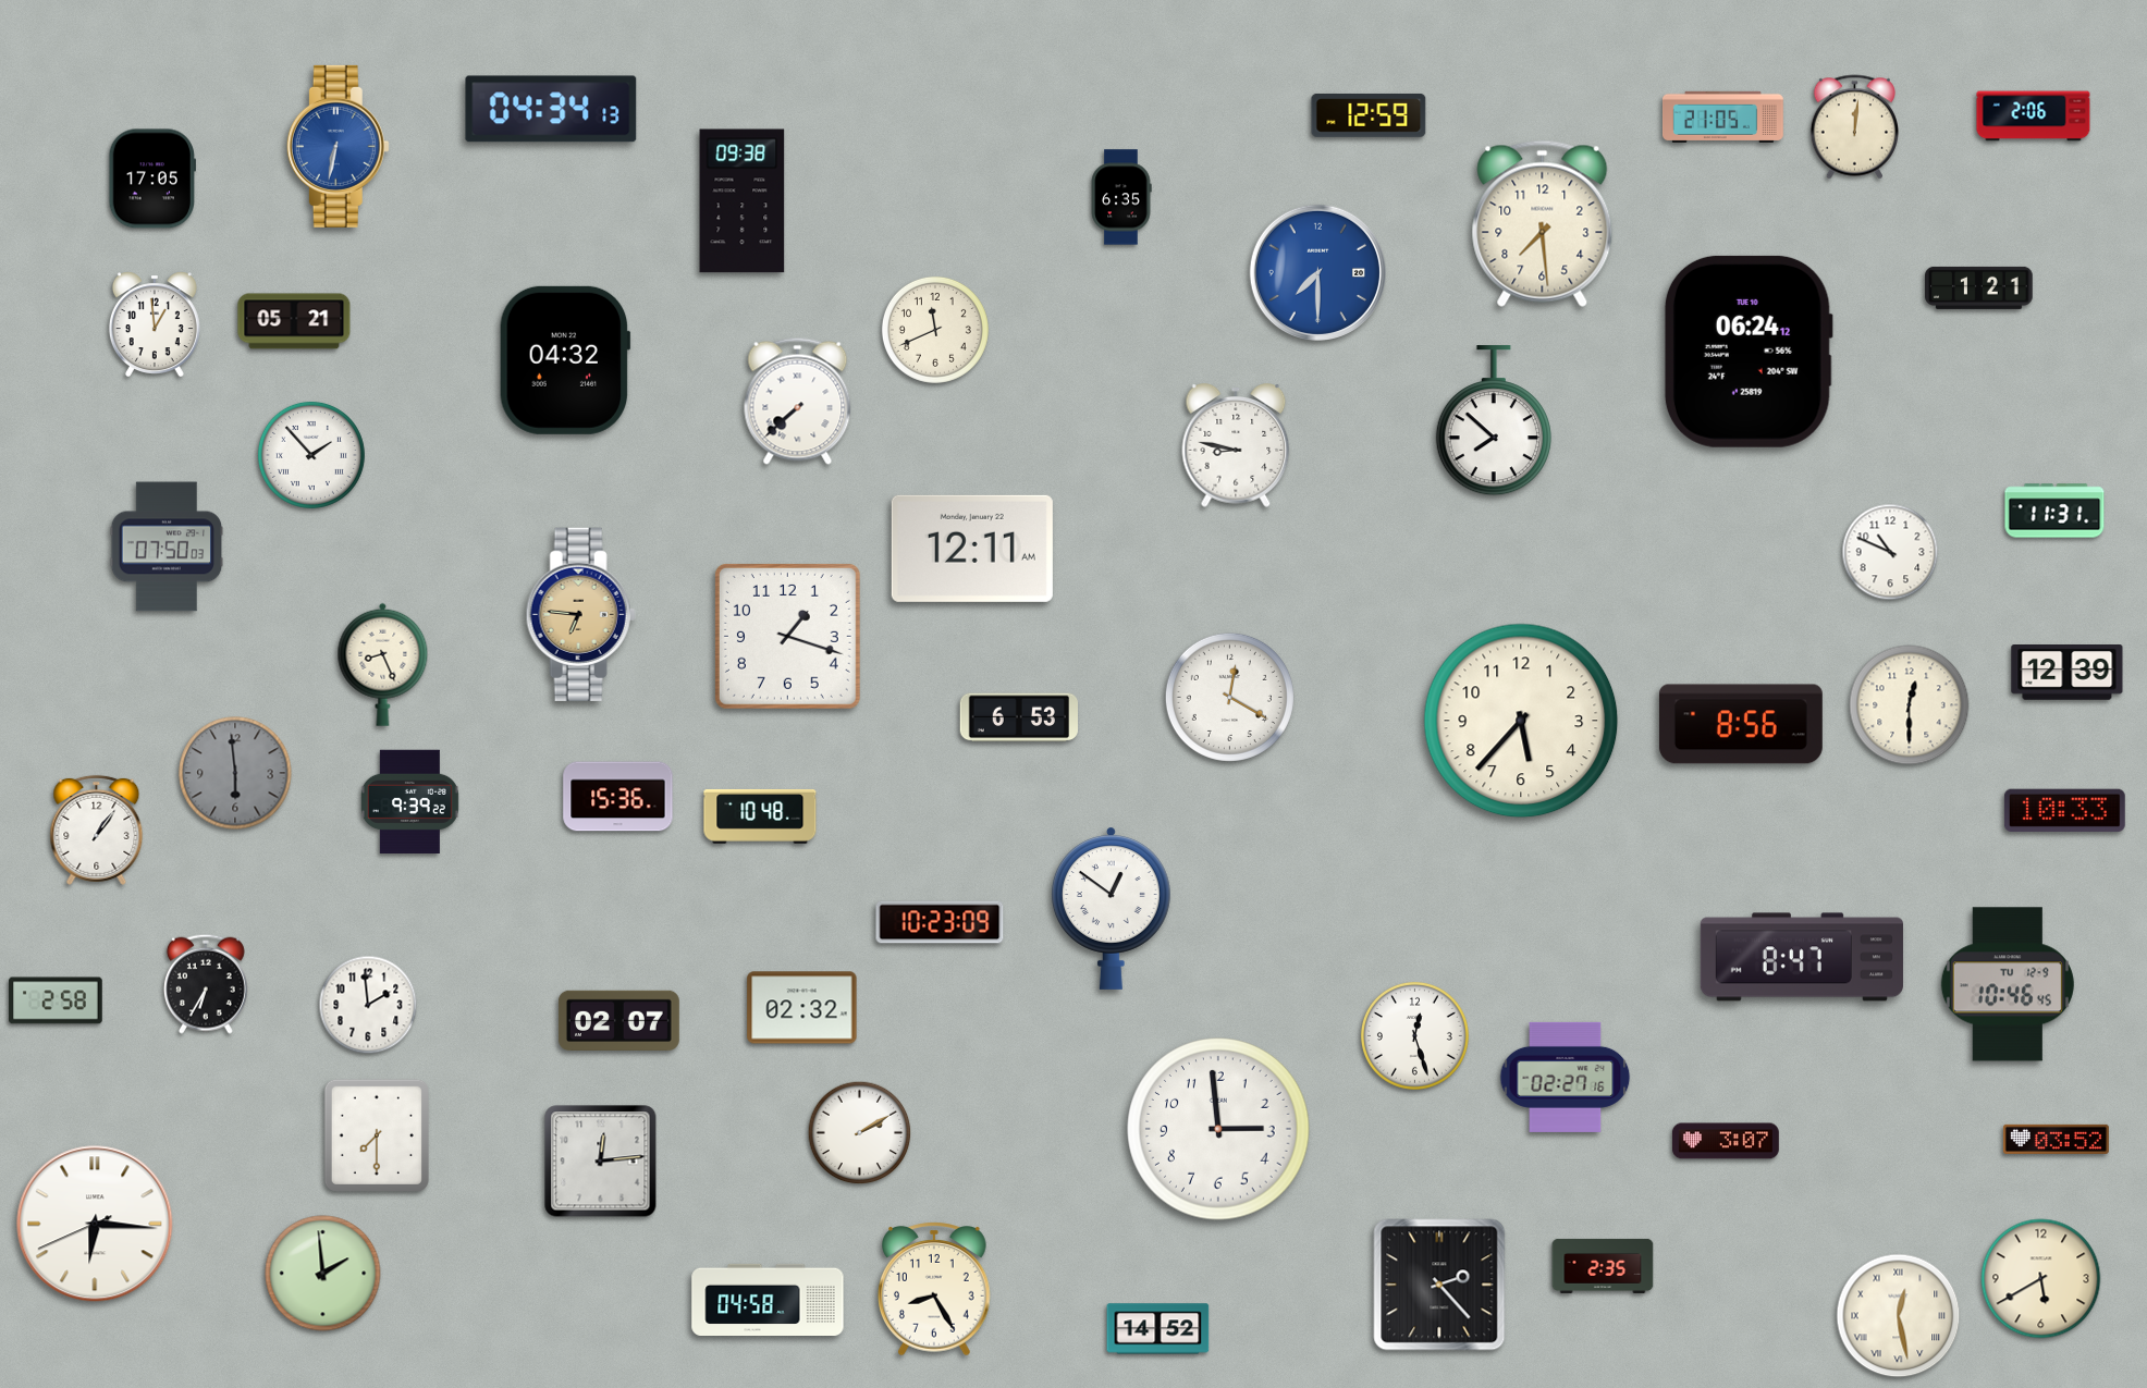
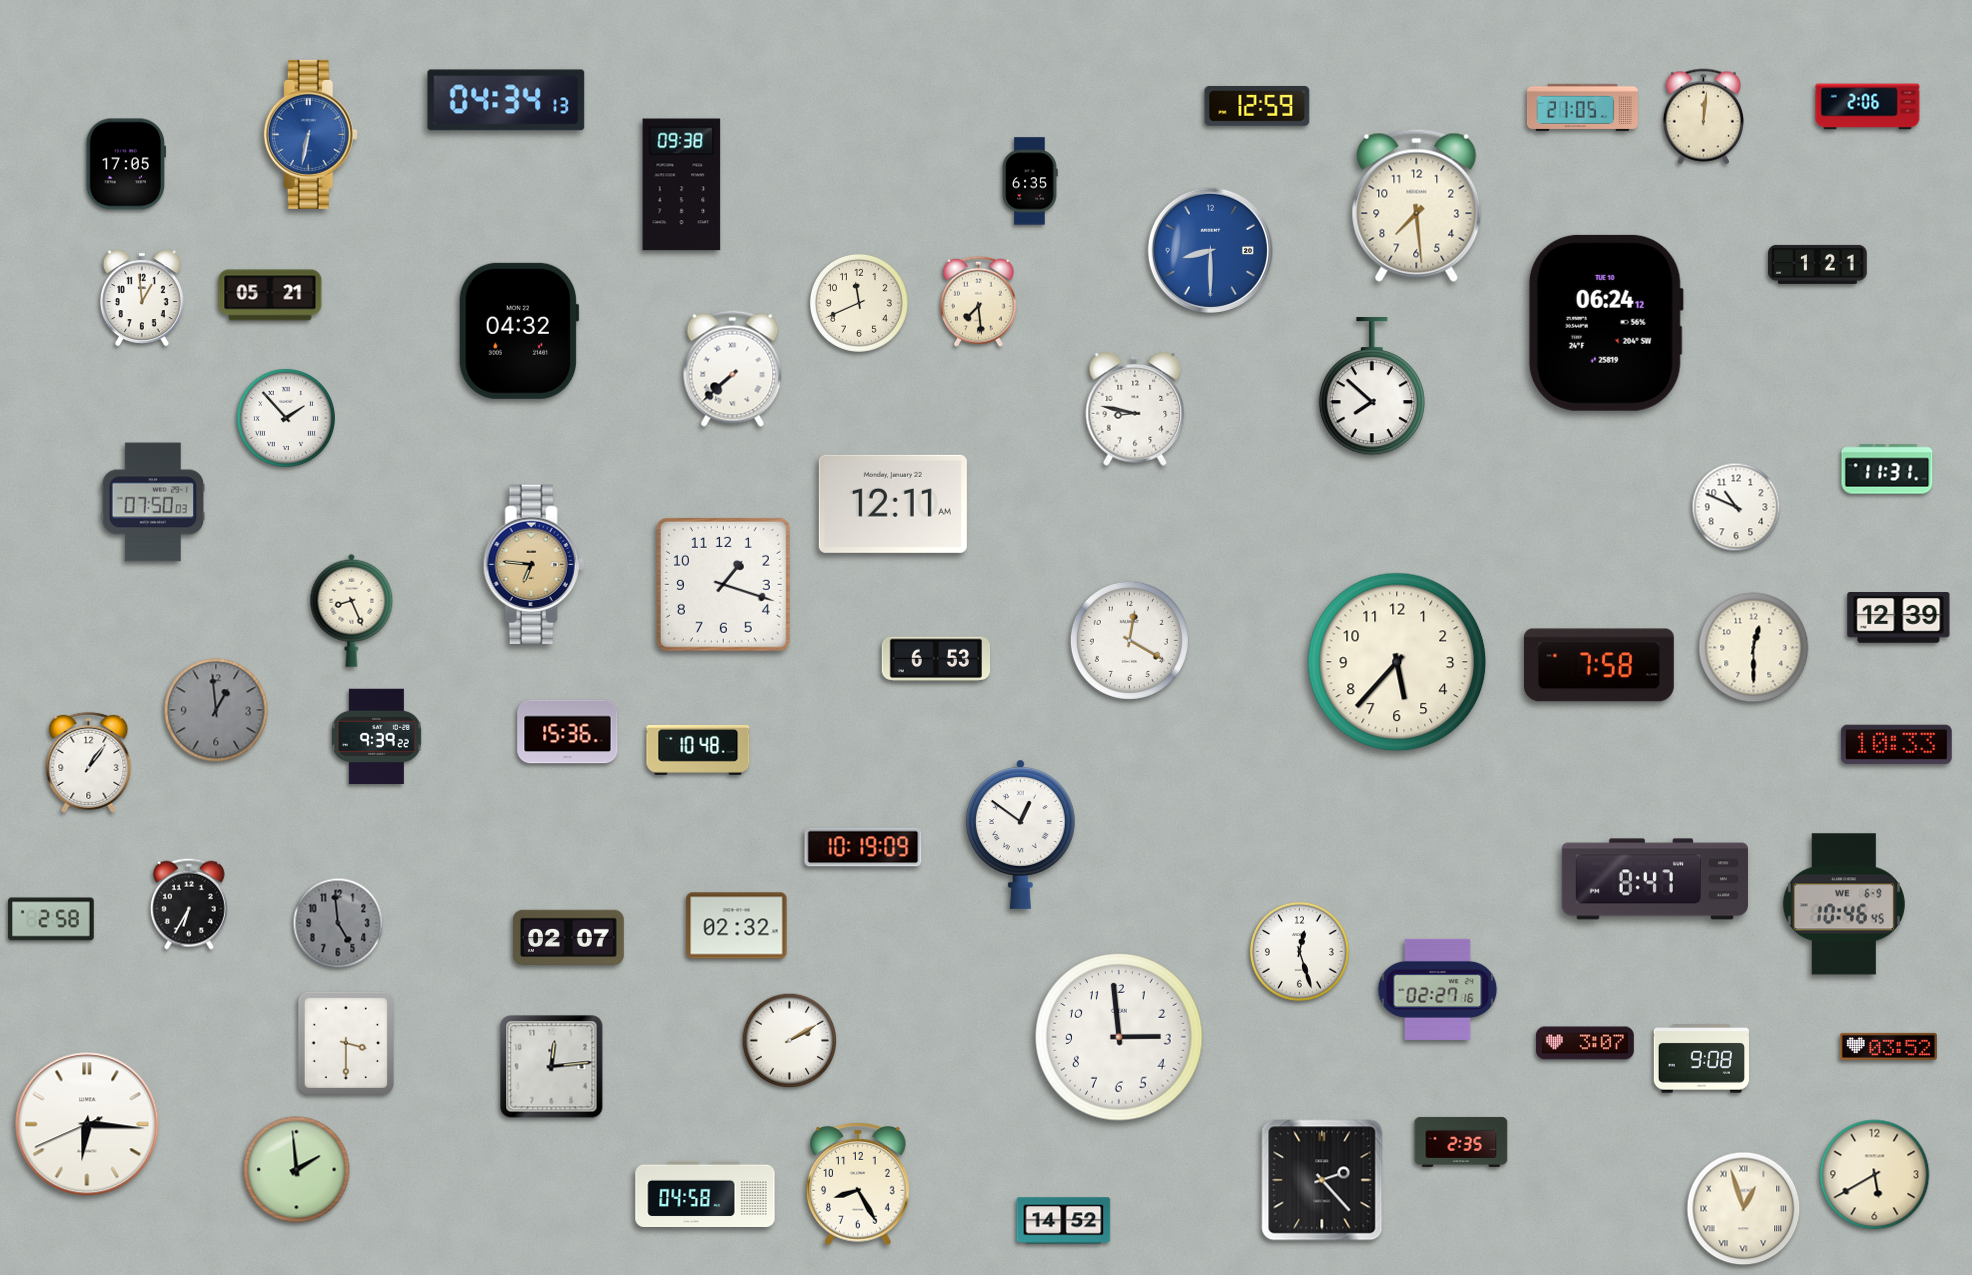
clock at (151, 179) position: (151, 179) -> (125, 164)
clock at (1317, 272): 7:30 -> 8:30
clock at (979, 301): none -> 7:29
clock at (1741, 724): 8:56 -> 7:58
clock at (235, 773): 5:59 -> 12:59
clock at (940, 922): 10:23 -> 10:19
clock at (2008, 984) date: TU 12-9 -> WE 6-9
clock at (368, 1005): 1:59 -> 4:59
clock at (368, 1005) dial: white -> grey
clock at (377, 1135): 7:30 -> 3:30
clock at (1726, 1141) position: (1726, 1141) -> (1585, 1043)
clock at (1702, 1059): none -> 9:08
clock at (1603, 1266) position: (1603, 1266) -> (1461, 1142)
clock at (1899, 1316): 12:28 -> 12:57
